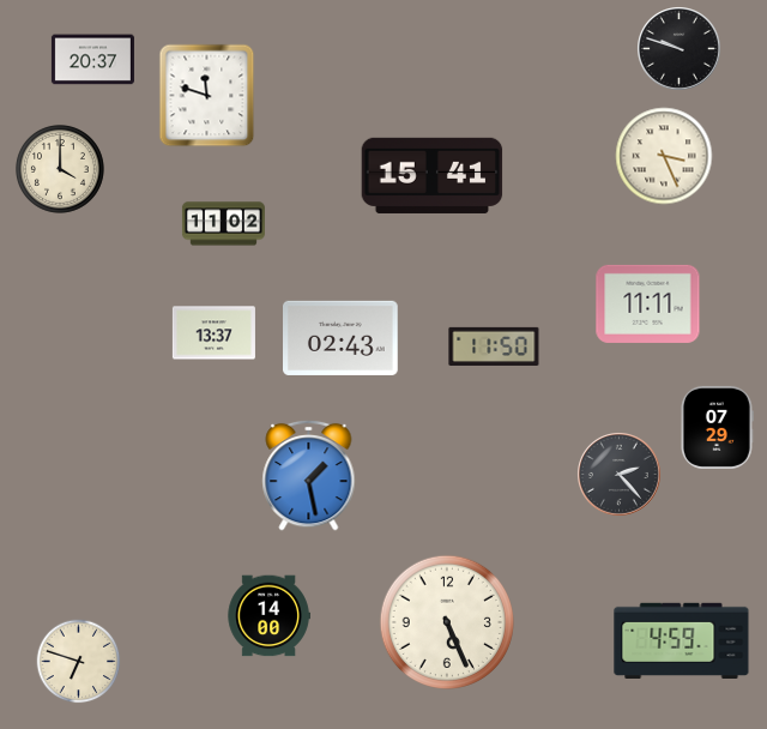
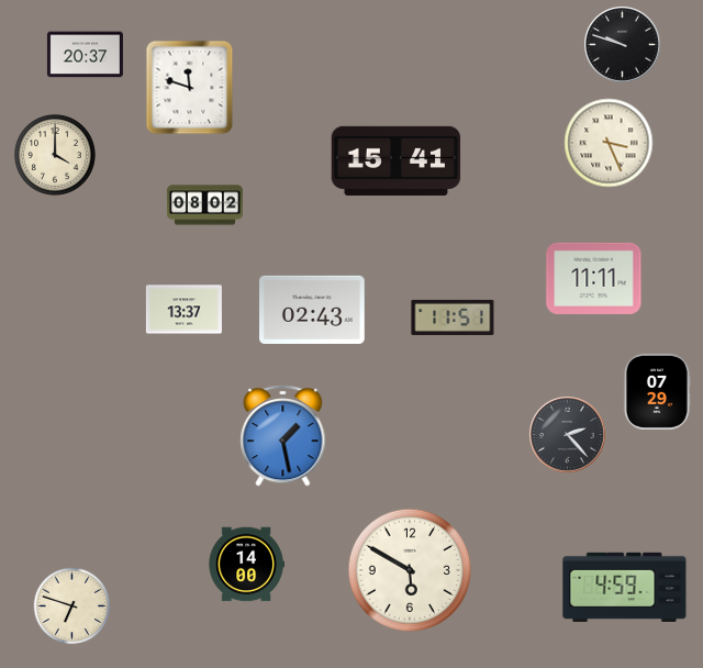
clock at (223, 224): 11:02 -> 08:02
clock at (213, 333) position: (213, 333) -> (183, 310)
clock at (494, 347): 11:50 -> 11:51
clock at (446, 621): 5:26 -> 5:50
